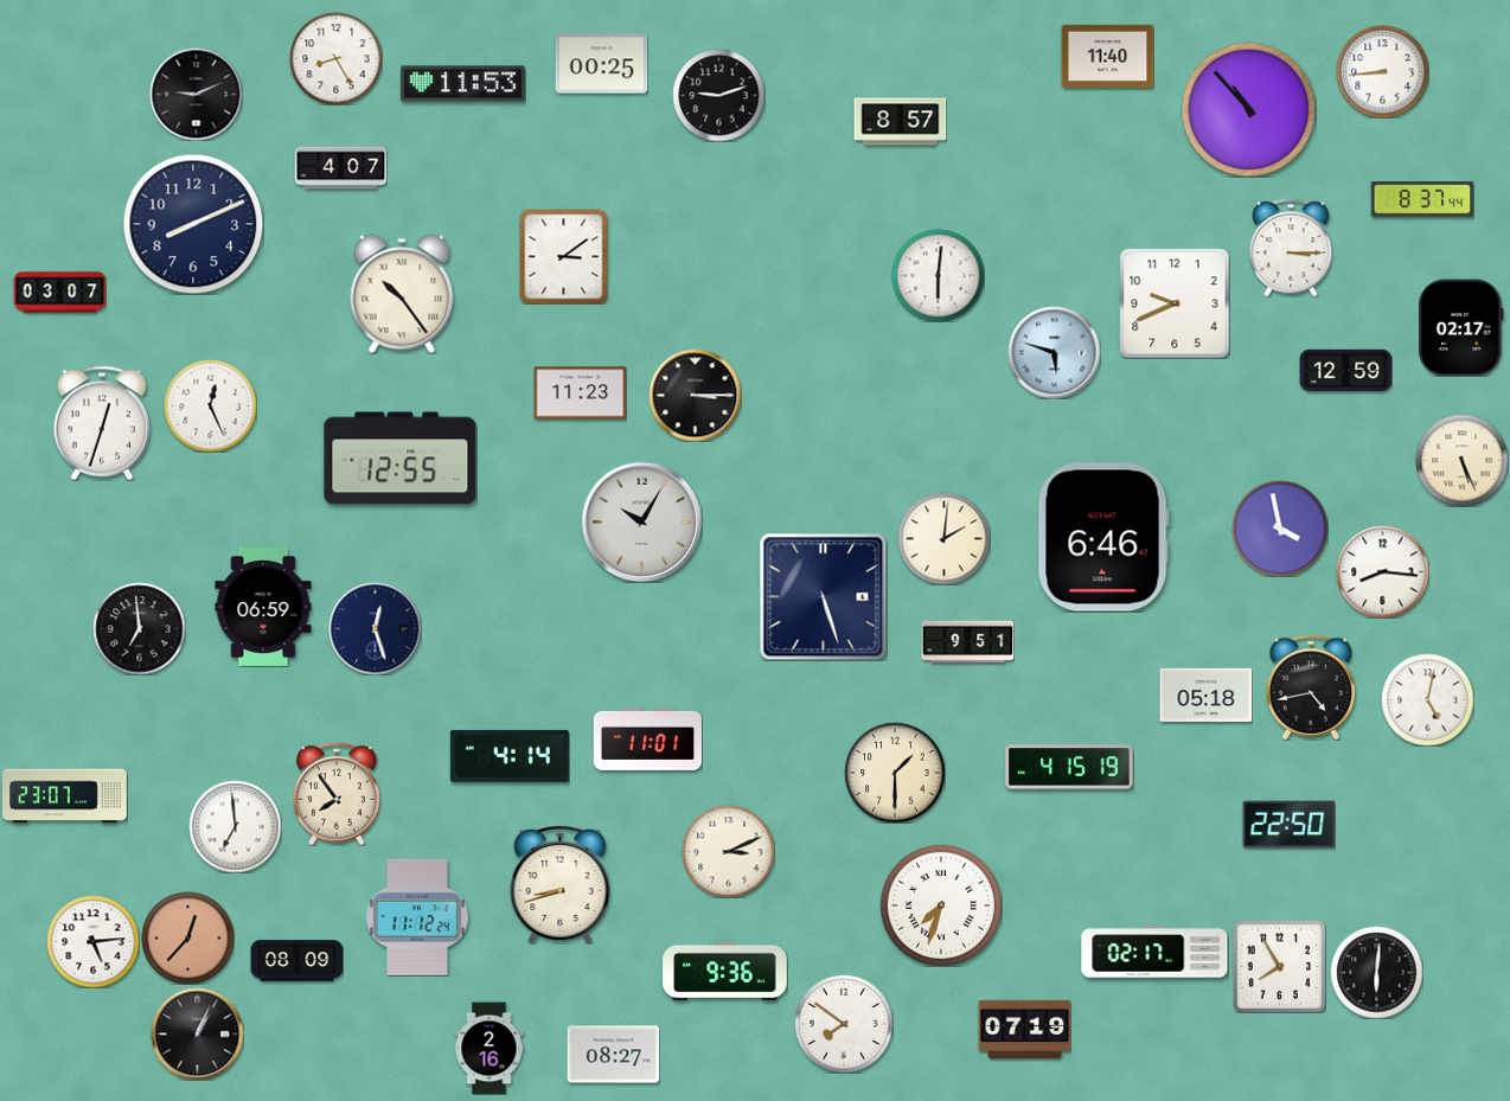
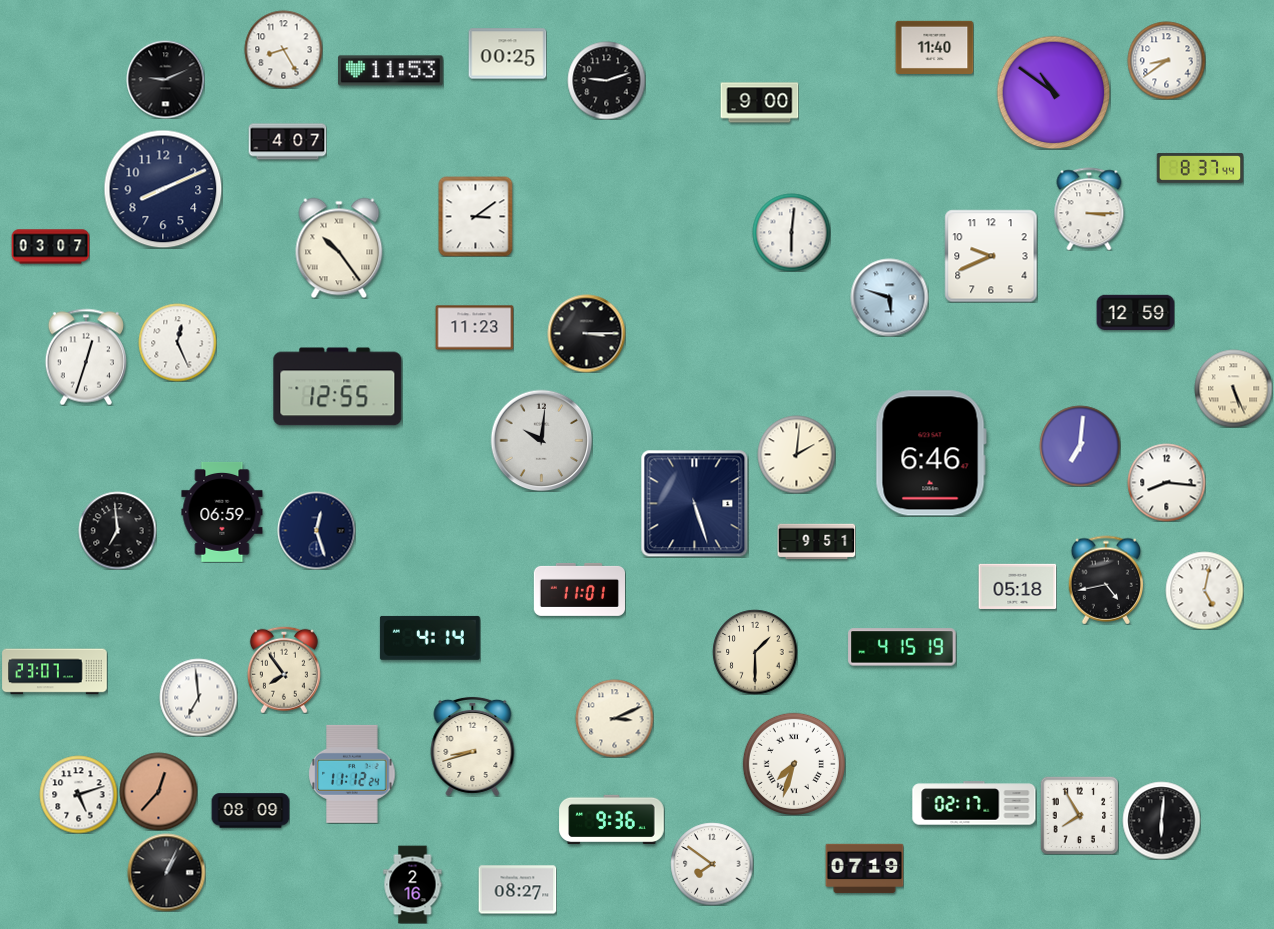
clock at (1382, 71): 8:44 -> 8:39
clock at (1248, 109): 10:53 -> 10:51
clock at (900, 122): 8:57 -> 9:00
clock at (1461, 327): 02:17 -> none
clock at (580, 393) position: (580, 393) -> (474, 328)
clock at (641, 521): 10:05 -> 10:01
clock at (1280, 529): 3:58 -> 7:01
clock at (647, 738) position: (647, 738) -> (579, 589)
clock at (1288, 825): 22:50 -> none
clock at (92, 941): 5:14 -> 5:12
